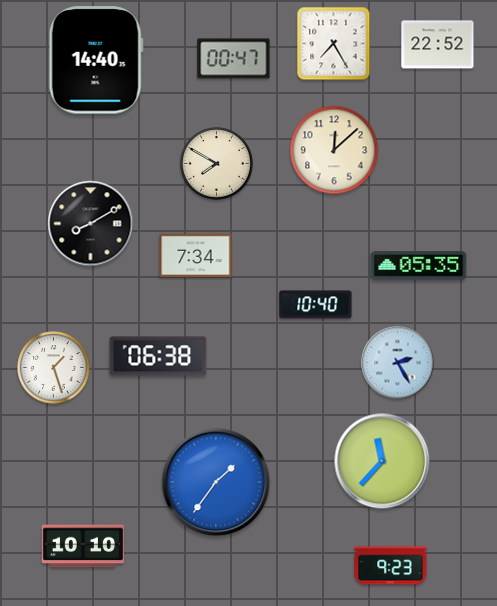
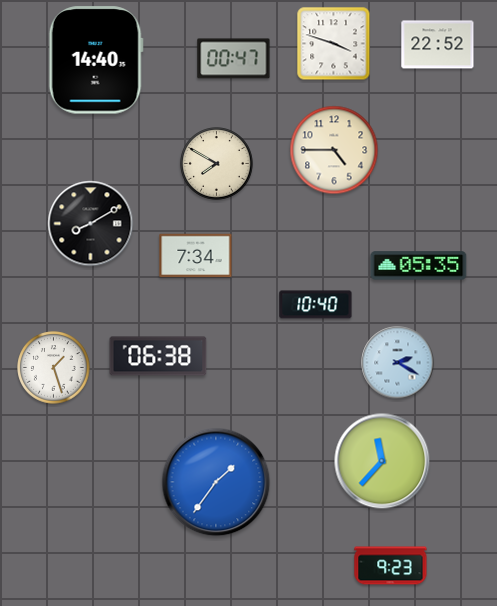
clock at (334, 44): 7:25 -> 3:48
clock at (334, 150): 12:08 -> 4:45
clock at (398, 363): 2:25 -> 2:20
clock at (82, 546): 10:10 -> none
